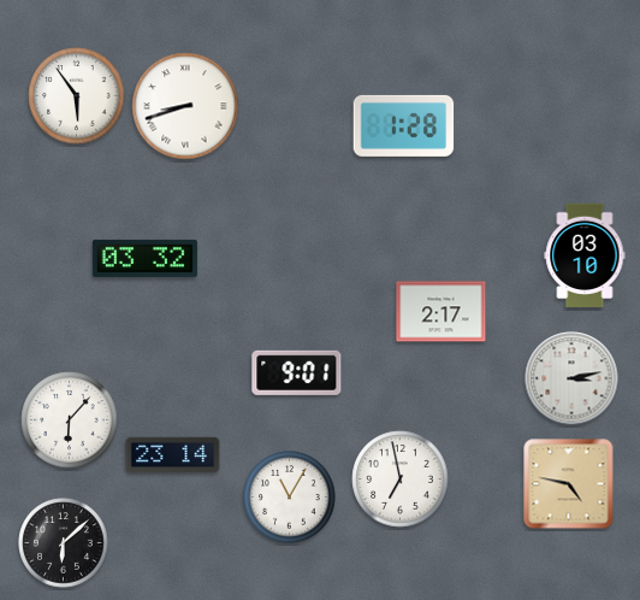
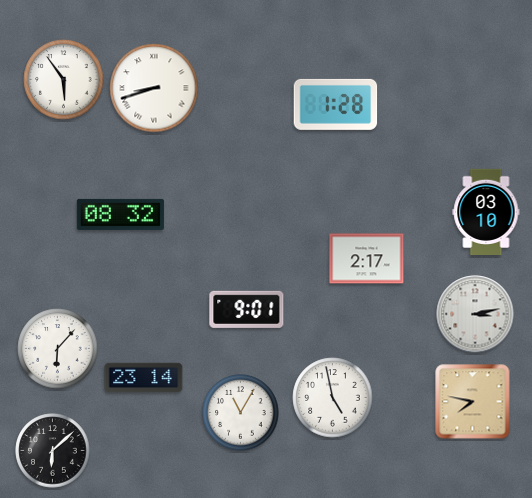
clock at (144, 258): 03:32 -> 08:32
clock at (401, 480): 6:58 -> 4:58
clock at (569, 484): 4:47 -> 7:47
